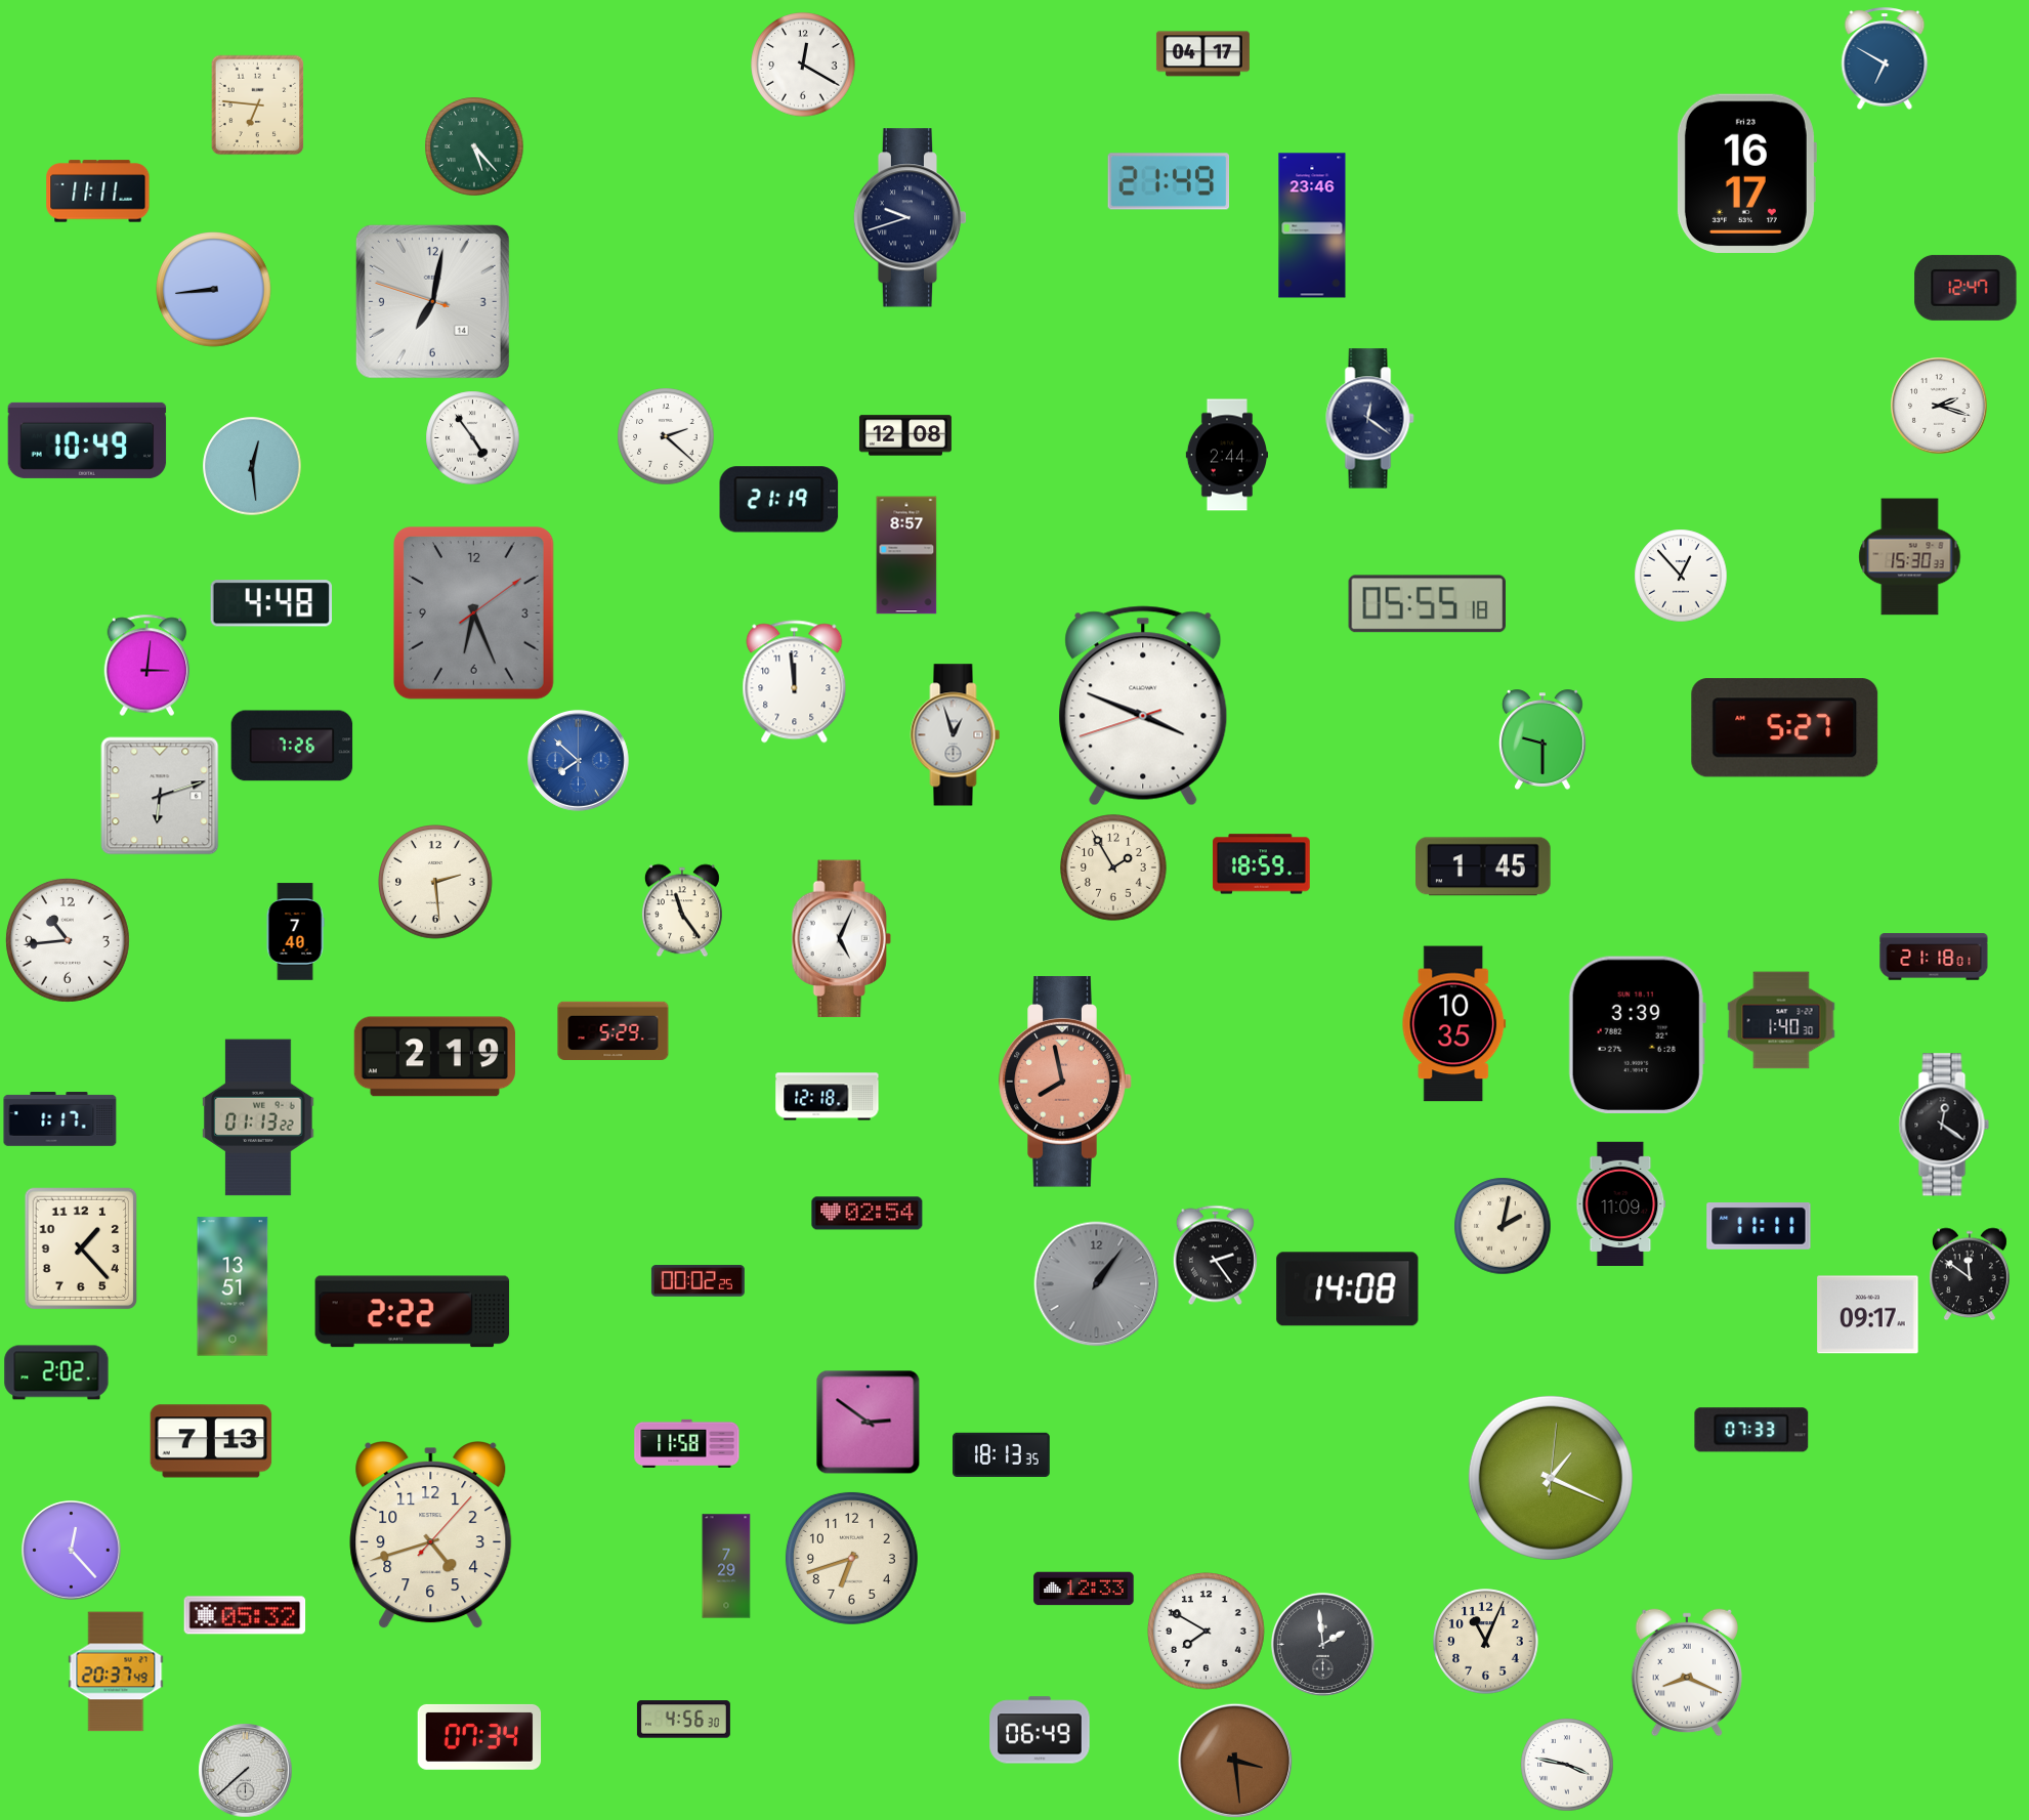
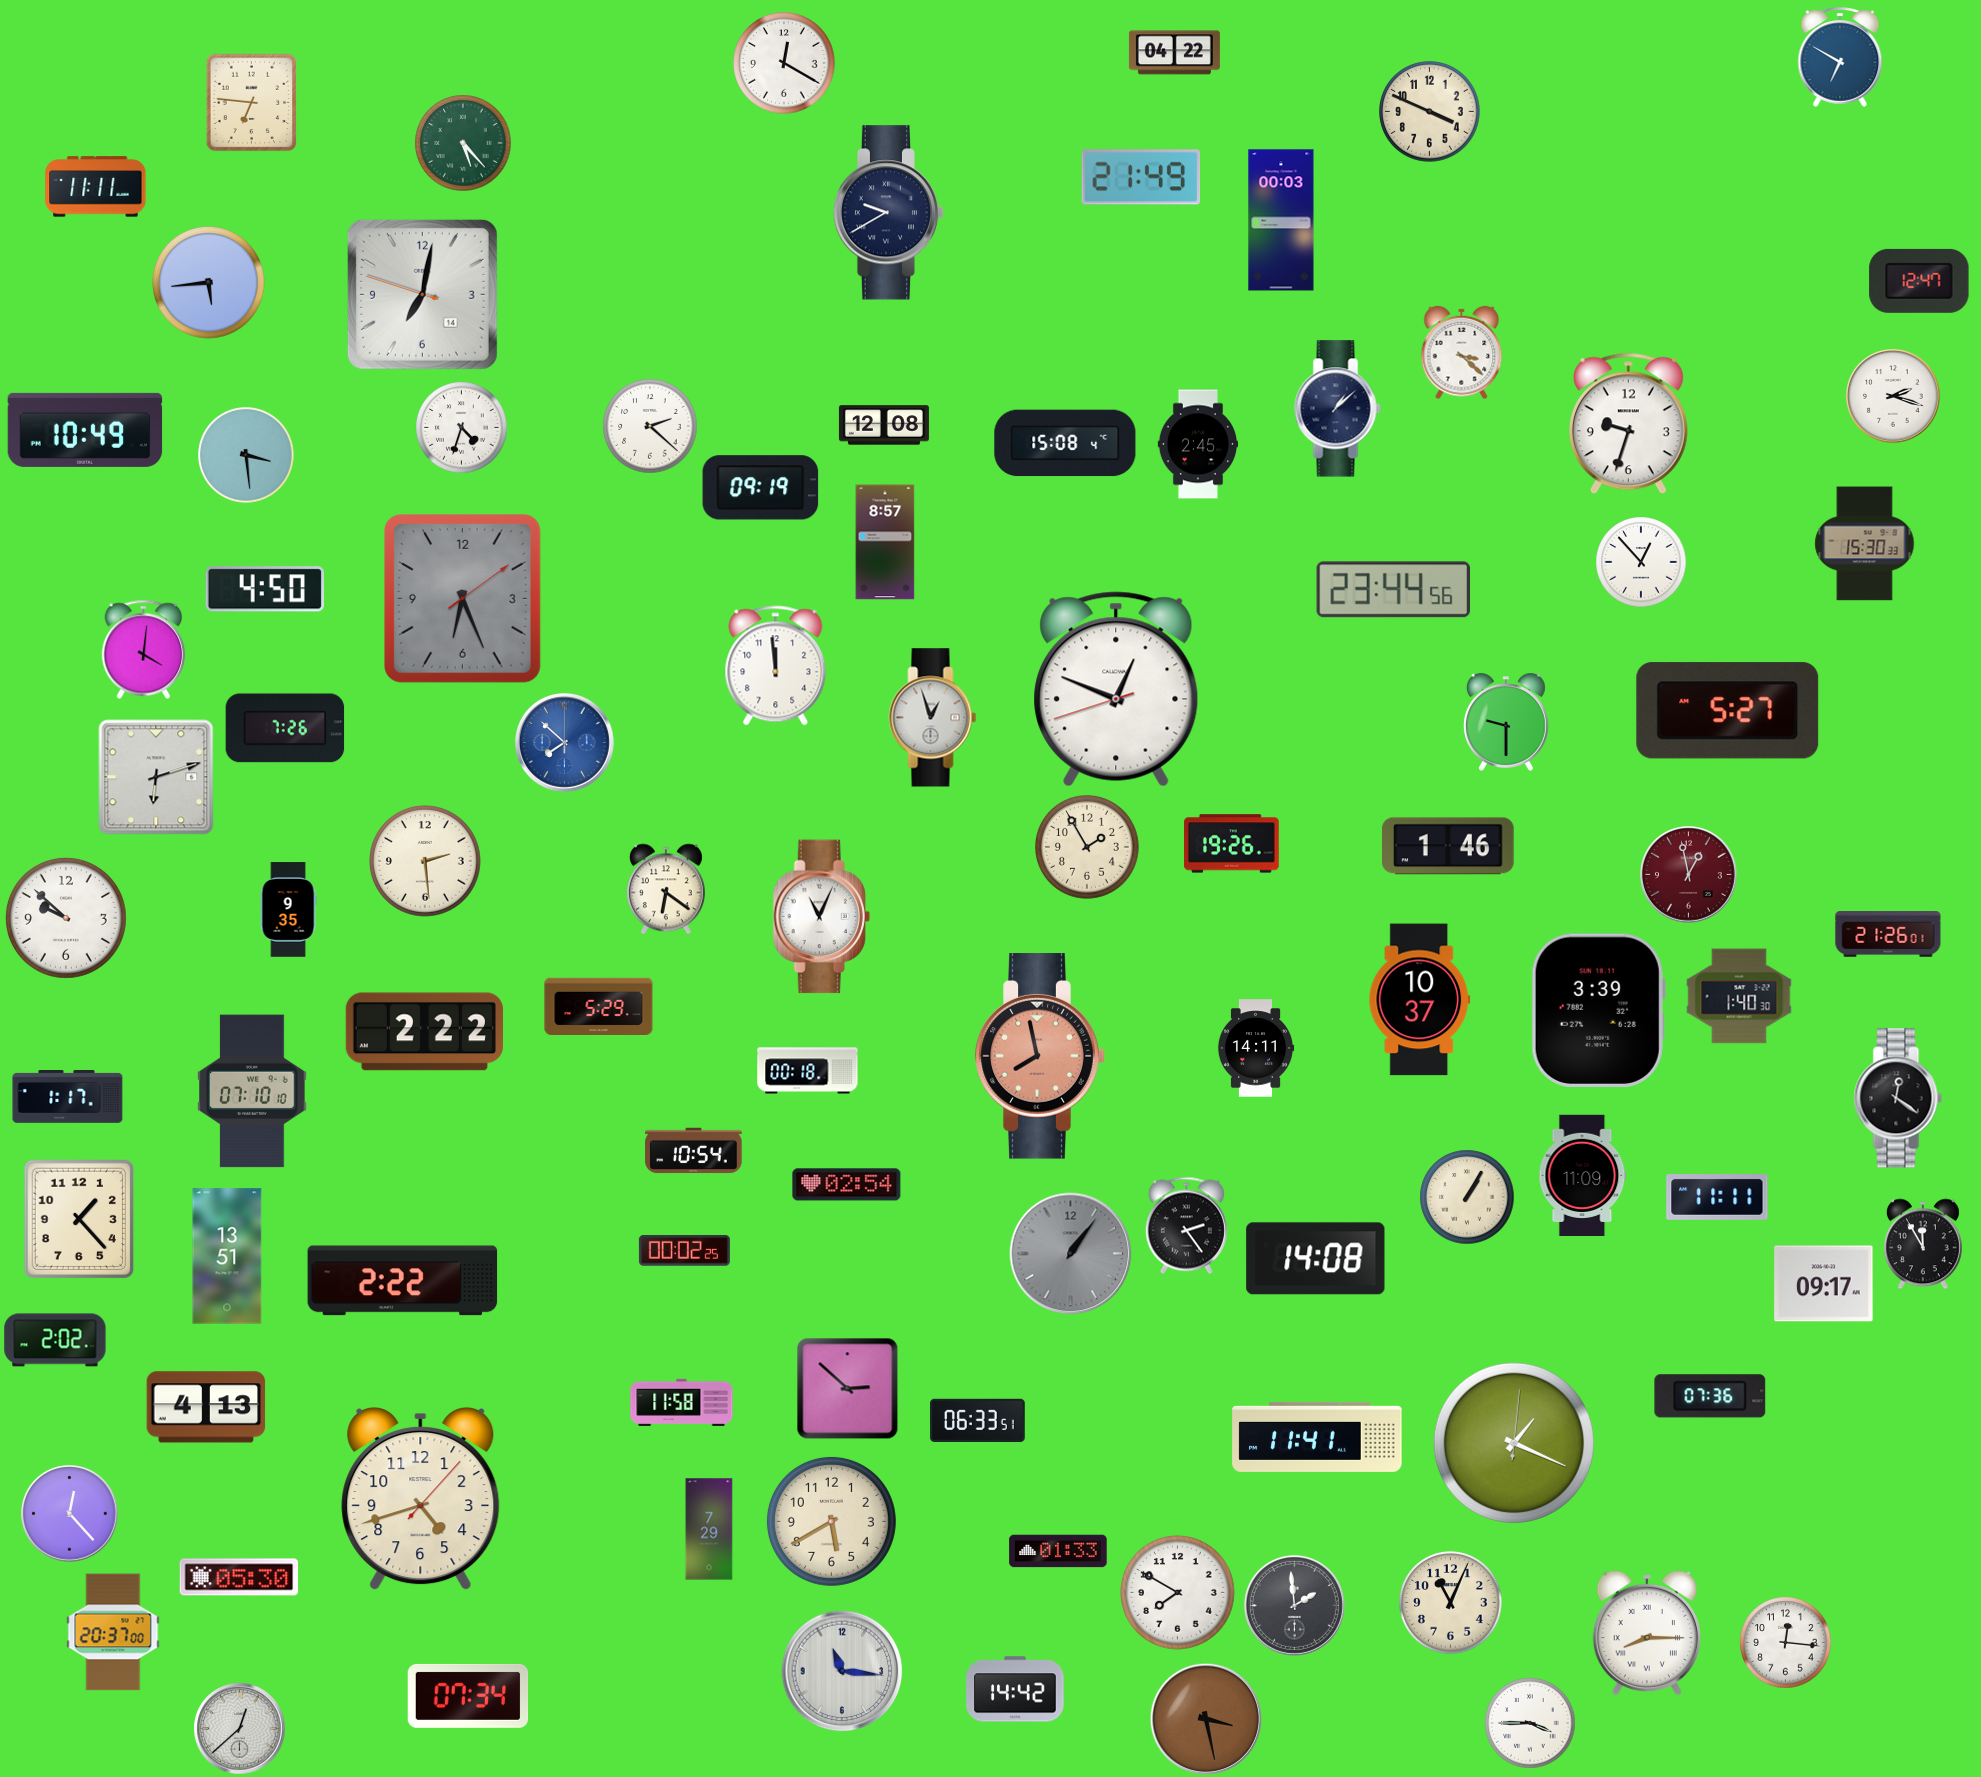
clock at (1202, 54): 04:17 -> 04:22
clock at (1430, 112): none -> 3:49
clock at (1746, 173): 16:17 -> none
clock at (911, 218): 9:42 -> 9:40
clock at (1312, 225): 23:46 -> 00:03
clock at (214, 290): 8:44 -> 5:44
clock at (1462, 353): none -> 3:22
clock at (1370, 419): 12:21 -> 1:08
clock at (1628, 424): none -> 9:33
clock at (473, 438): 4:54 -> 4:33
clock at (1065, 443): none -> 15:08
clock at (1226, 455): 2:44 -> 2:45
clock at (252, 466): 12:29 -> 3:29
clock at (779, 500): 21:19 -> 09:19
clock at (270, 603): 4:48 -> 4:50
clock at (1427, 604): 05:55 -> 23:44
clock at (147, 666): 3:01 -> 4:01
clock at (1143, 706): 3:48 -> 12:48
clock at (1785, 728) position: (1785, 728) -> (1728, 711)
clock at (1262, 864): 18:59 -> 19:26
clock at (1484, 866): 1:45 -> 1:46
clock at (1689, 875): none -> 12:58
clock at (682, 911): 11:24 -> 6:21
clock at (295, 932): 7:40 -> 9:35
clock at (841, 939): 5:04 -> 11:04
clock at (68, 940): 10:44 -> 9:52
clock at (1934, 957): 21:18 -> 21:26
clock at (1454, 1024): 10:35 -> 10:37
clock at (434, 1057): 2:19 -> 2:22
clock at (1256, 1048): none -> 14:11
clock at (828, 1097): 12:18 -> 00:18
clock at (258, 1117): 01:13 -> 07:10
clock at (60, 1119) position: (60, 1119) -> (68, 1097)
clock at (694, 1151): none -> 10:54
clock at (1503, 1226): 2:02 -> 1:05
clock at (1970, 1274): 11:51 -> 11:55
clock at (698, 1281) position: (698, 1281) -> (684, 1251)
clock at (869, 1423): 2:51 -> 2:52
clock at (1751, 1430): 07:33 -> 07:36
clock at (211, 1441): 7:13 -> 4:13
clock at (687, 1443) position: (687, 1443) -> (682, 1402)
clock at (1002, 1454): 18:13 -> 06:33
clock at (1317, 1437): none -> 11:41
clock at (851, 1558): 6:42 -> 5:40
clock at (1084, 1589): 12:33 -> 01:33
clock at (245, 1615): 05:32 -> 05:30
clock at (1322, 1644) position: (1322, 1644) -> (1294, 1605)
clock at (116, 1671): 20:37:49 -> 20:37:00
clock at (1686, 1673): 8:19 -> 8:15
clock at (1786, 1643): none -> 12:16
clock at (842, 1671): none -> 11:16
clock at (683, 1720): 4:56 -> none
clock at (1040, 1730): 06:49 -> 14:42
clock at (1235, 1761): 3:29 -> 3:28
clock at (1567, 1765): 3:47 -> 3:45
clock at (246, 1771): 7:38 -> 12:38
